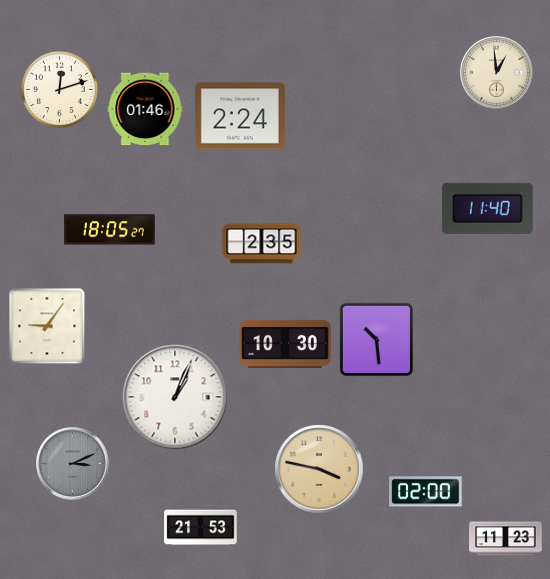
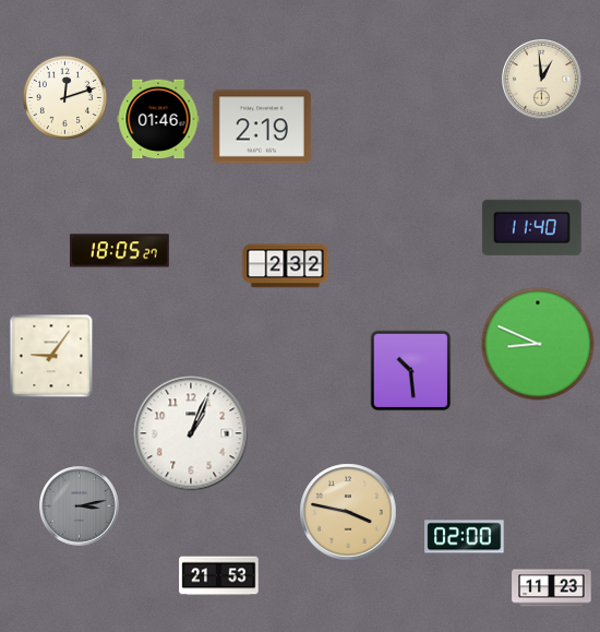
clock at (240, 116): 2:24 -> 2:19
clock at (262, 244): 2:35 -> 2:32
clock at (538, 344): none -> 8:49
clock at (285, 344): 10:30 -> none
clock at (73, 464): 3:11 -> 3:13
